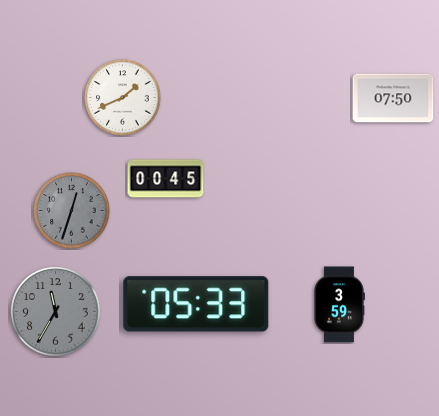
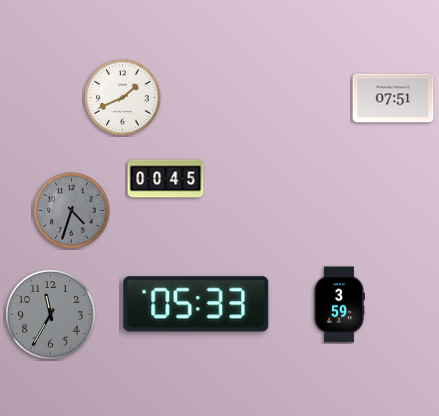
clock at (393, 98): 07:50 -> 07:51
clock at (72, 211): 12:33 -> 4:33
clock at (56, 312) position: (56, 312) -> (51, 315)
